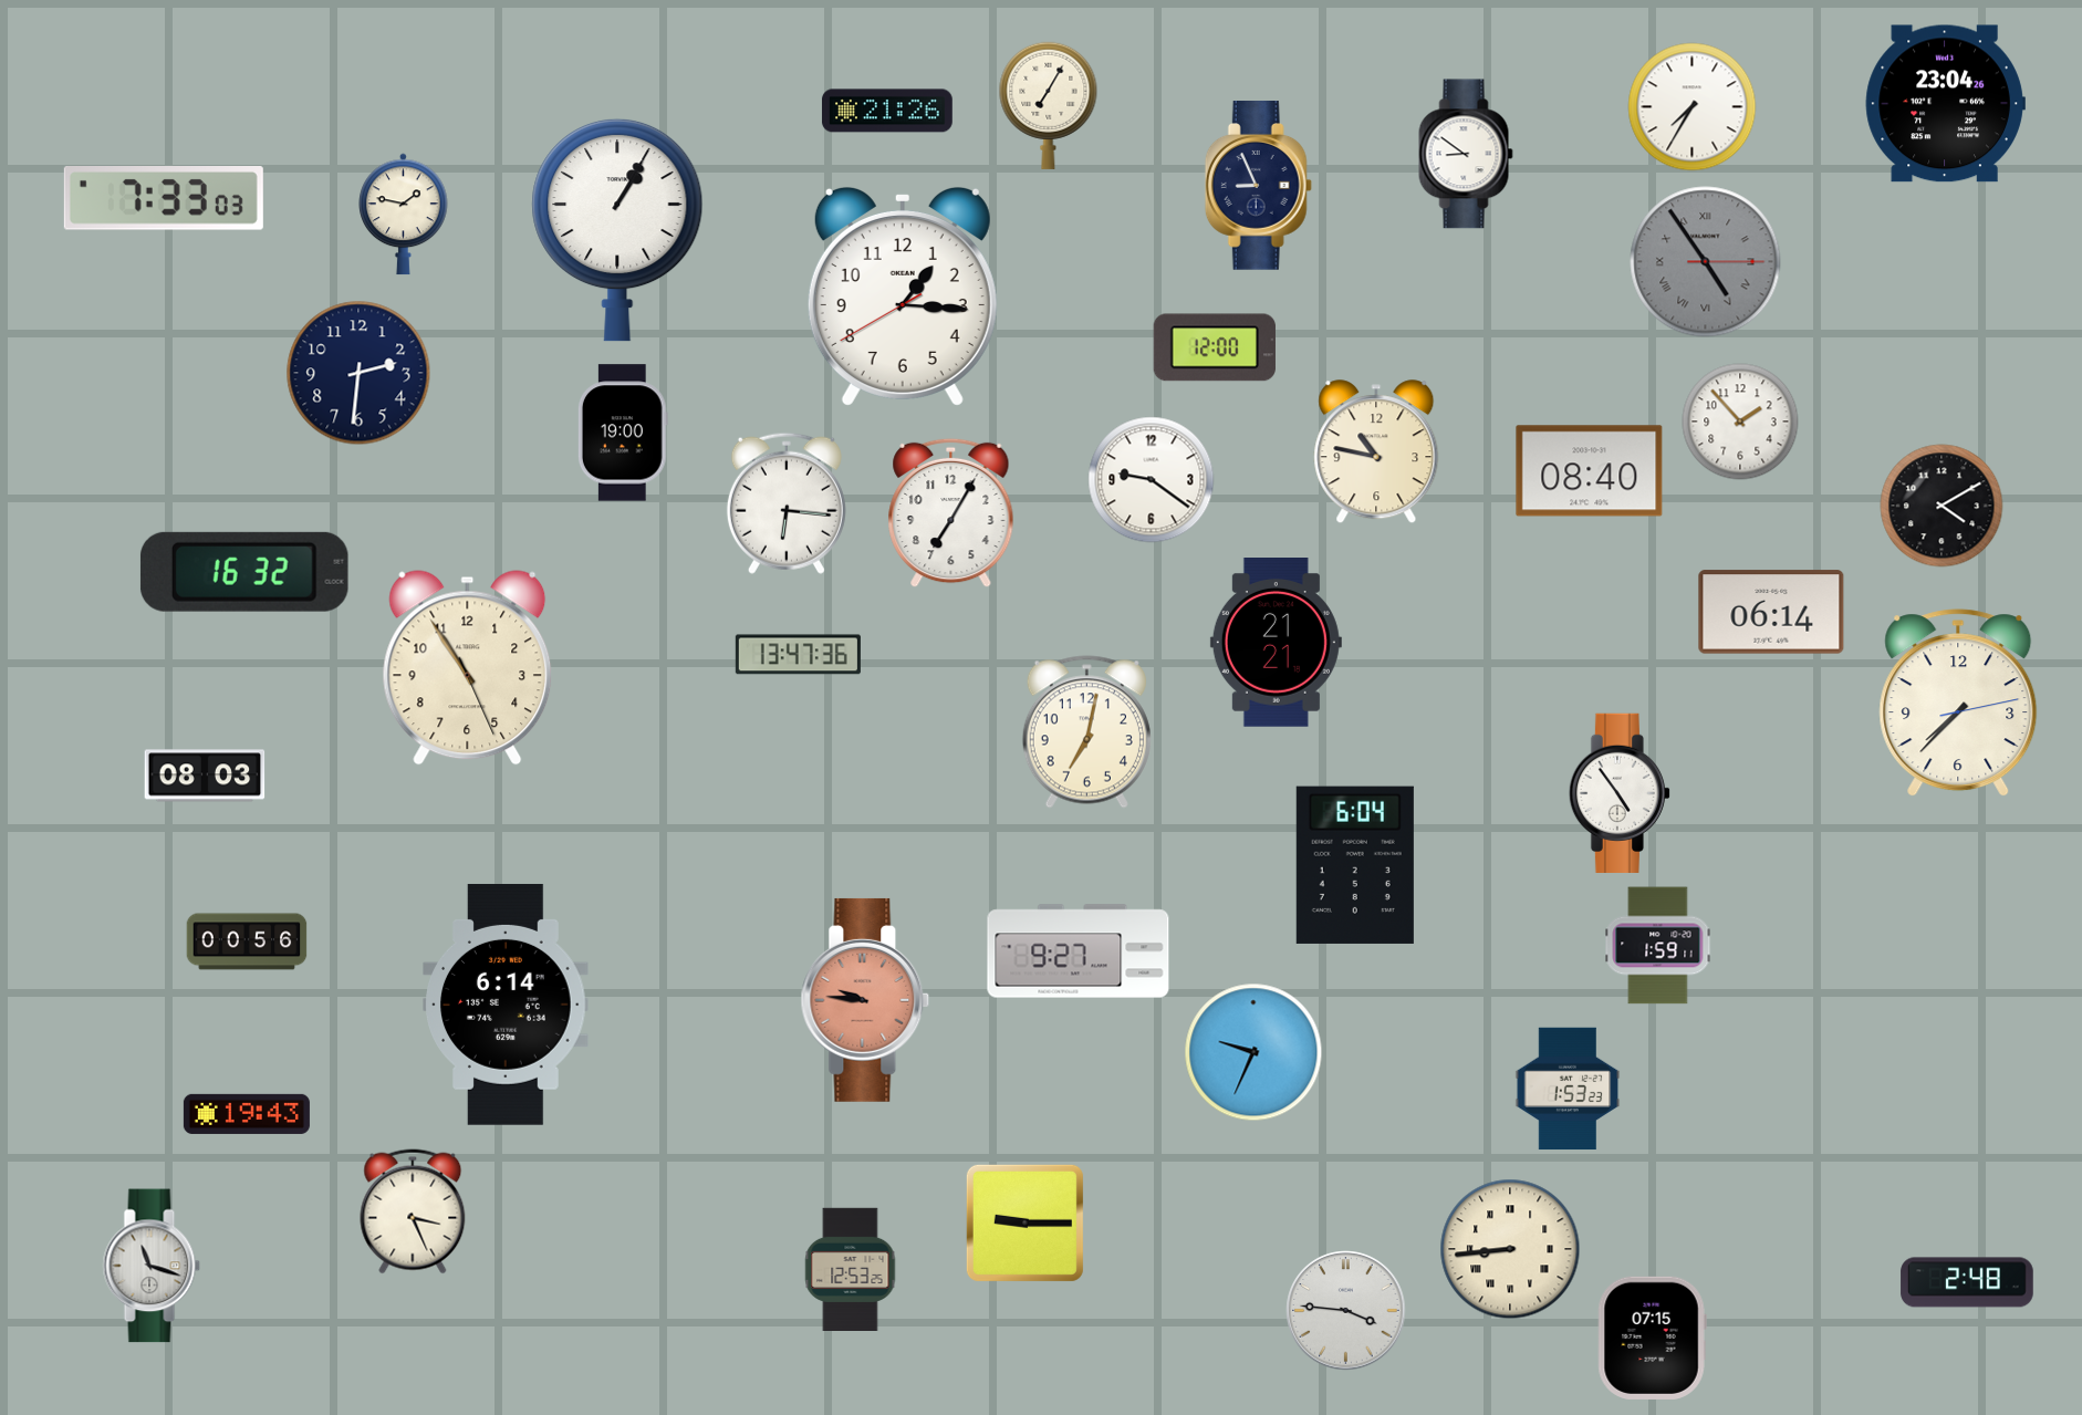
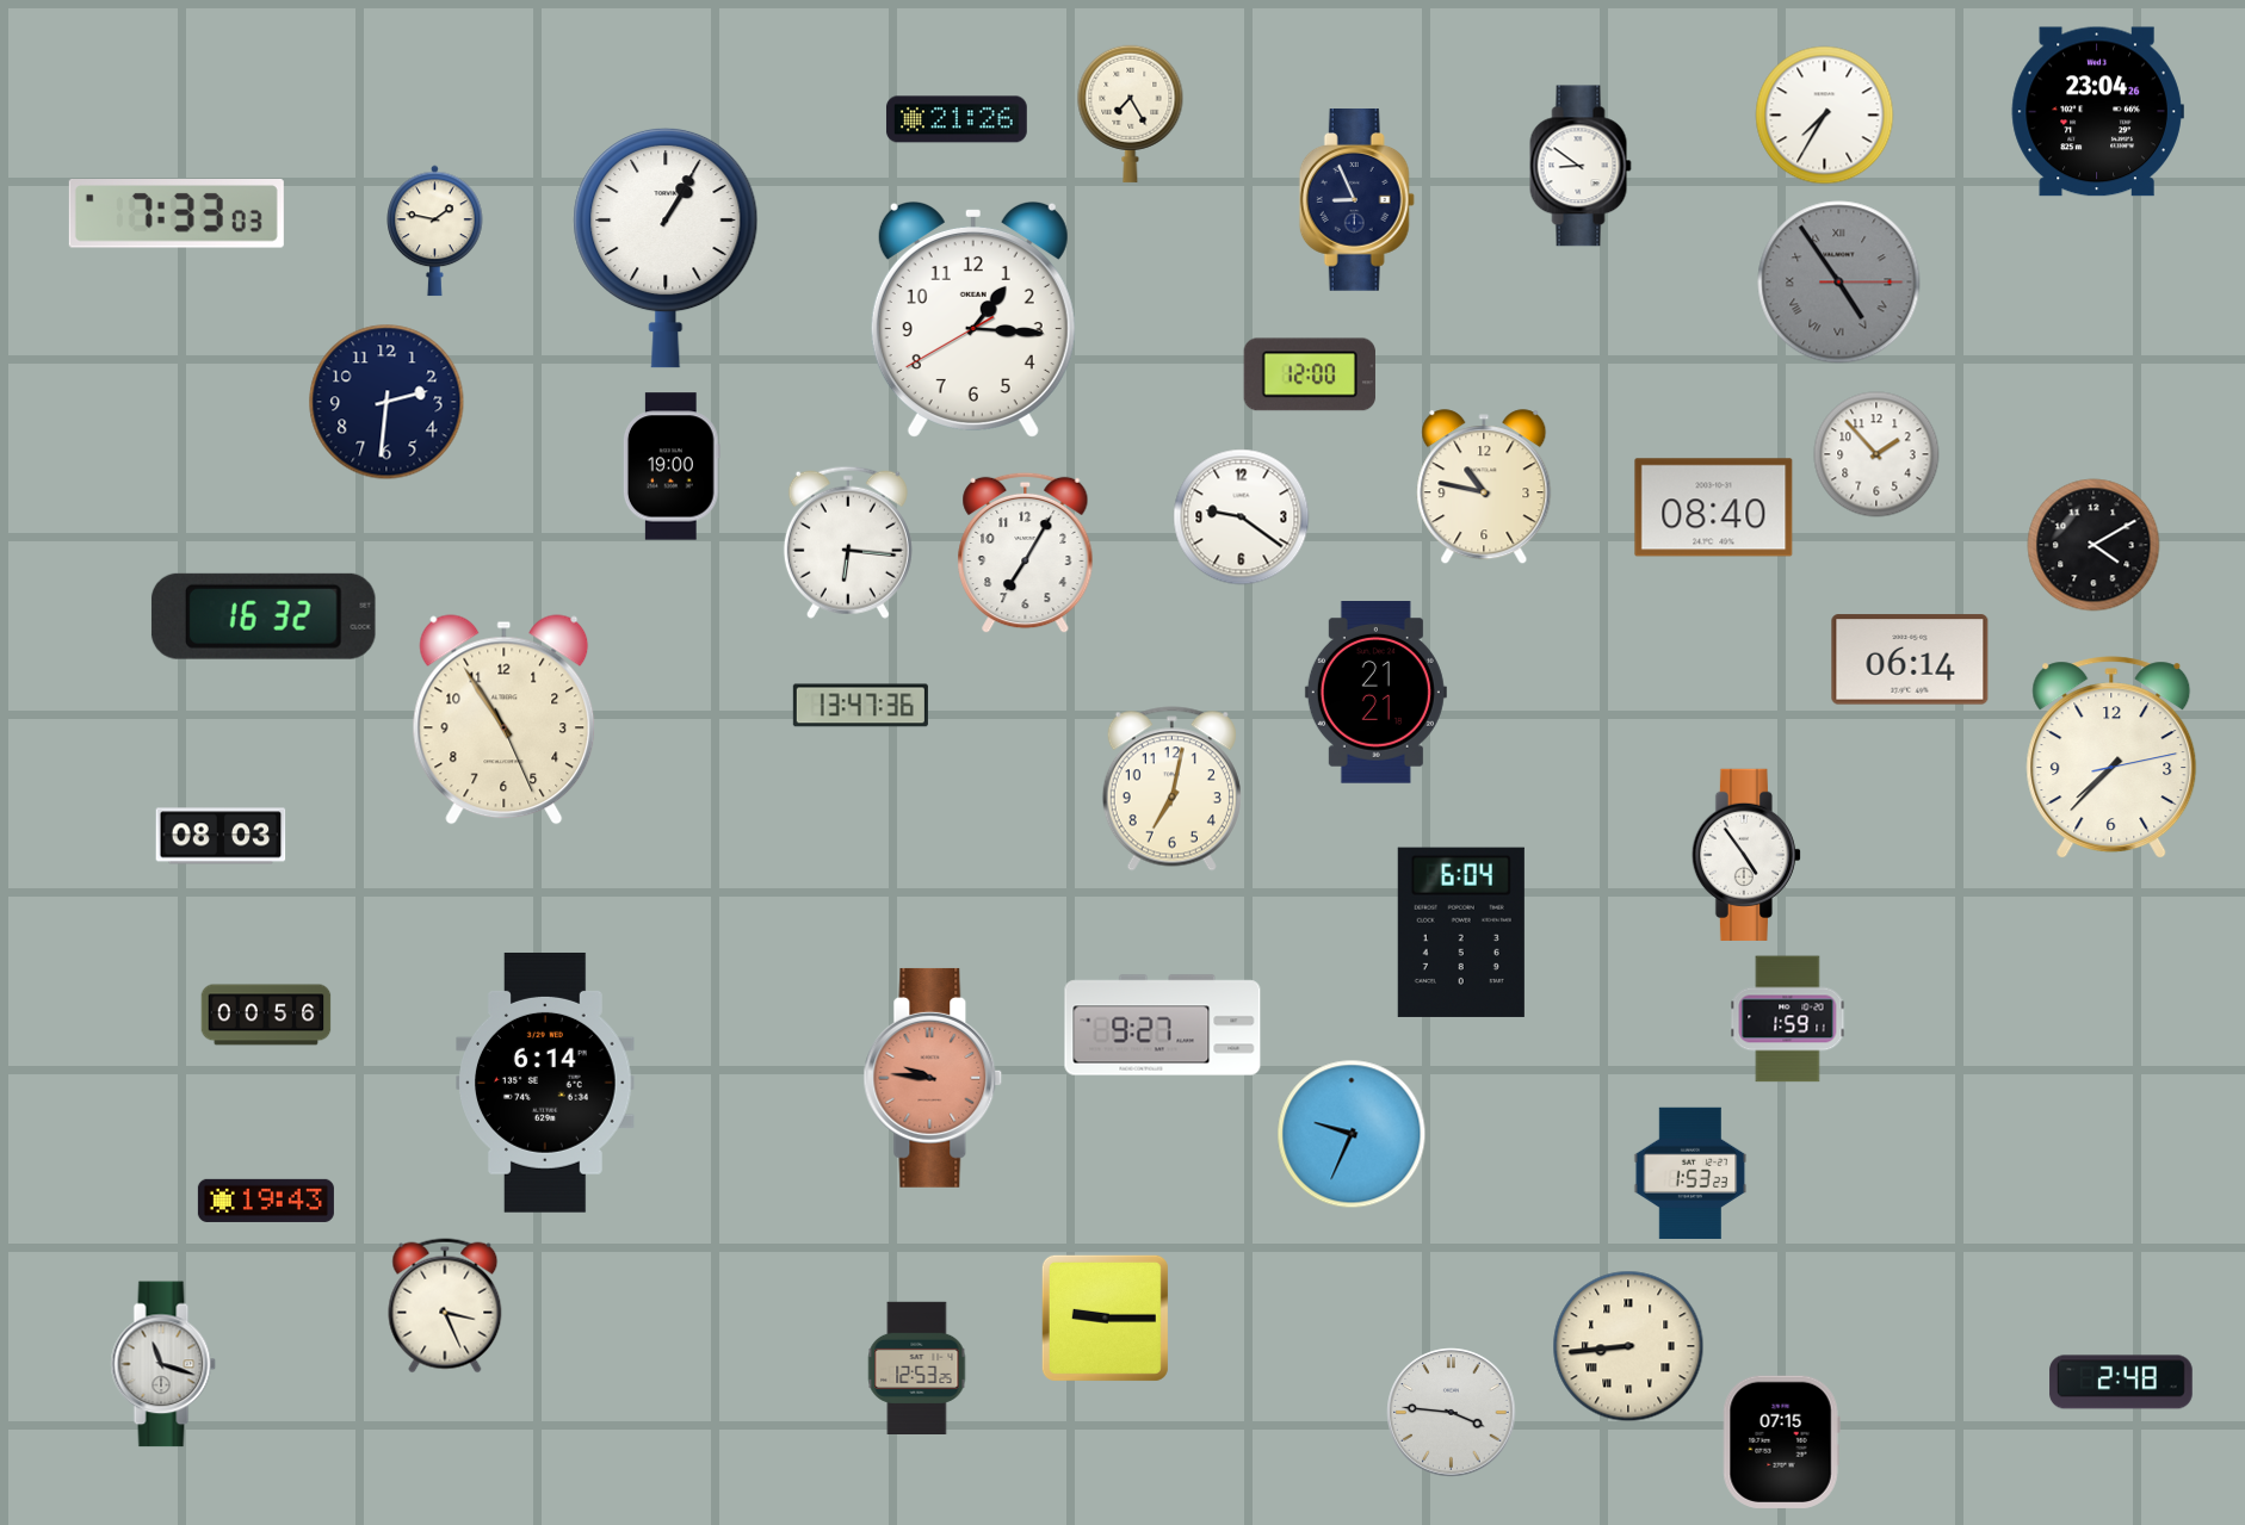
clock at (1049, 105): 7:05 -> 7:25
